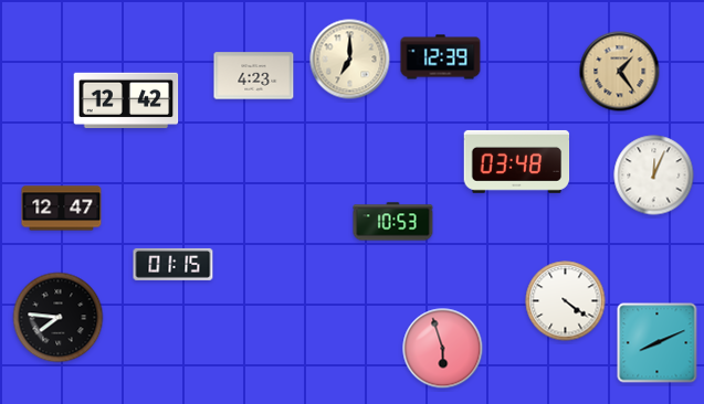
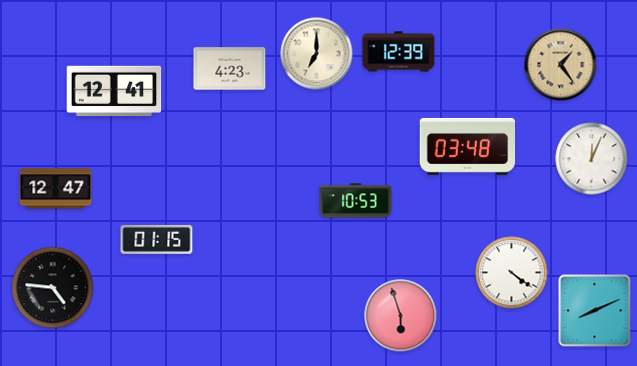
clock at (126, 100): 12:42 -> 12:41
clock at (59, 318): 7:46 -> 4:46
